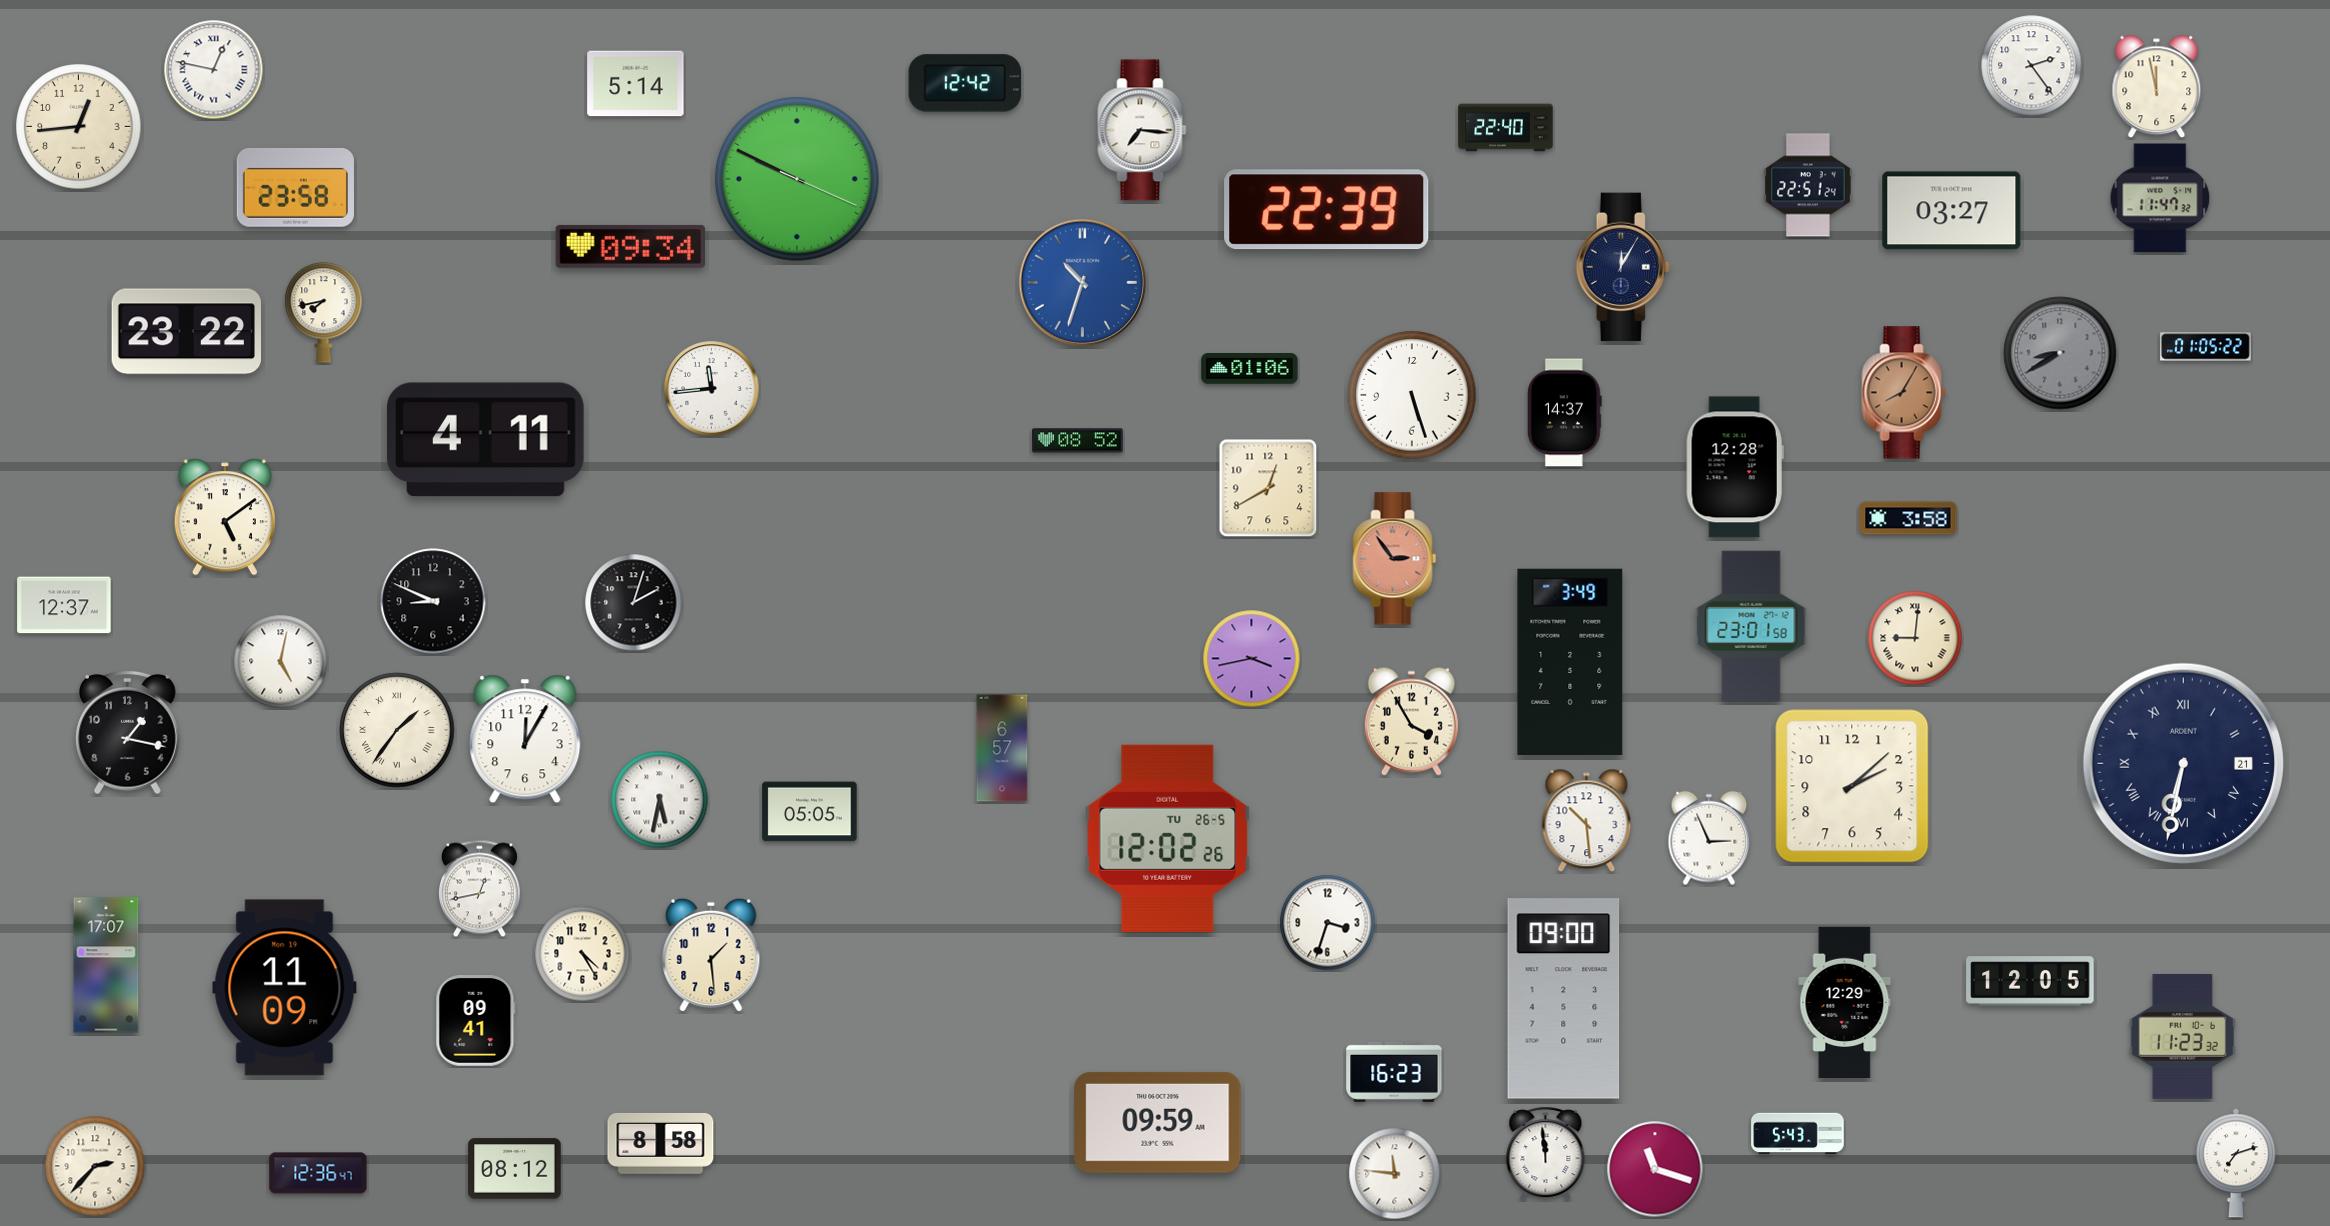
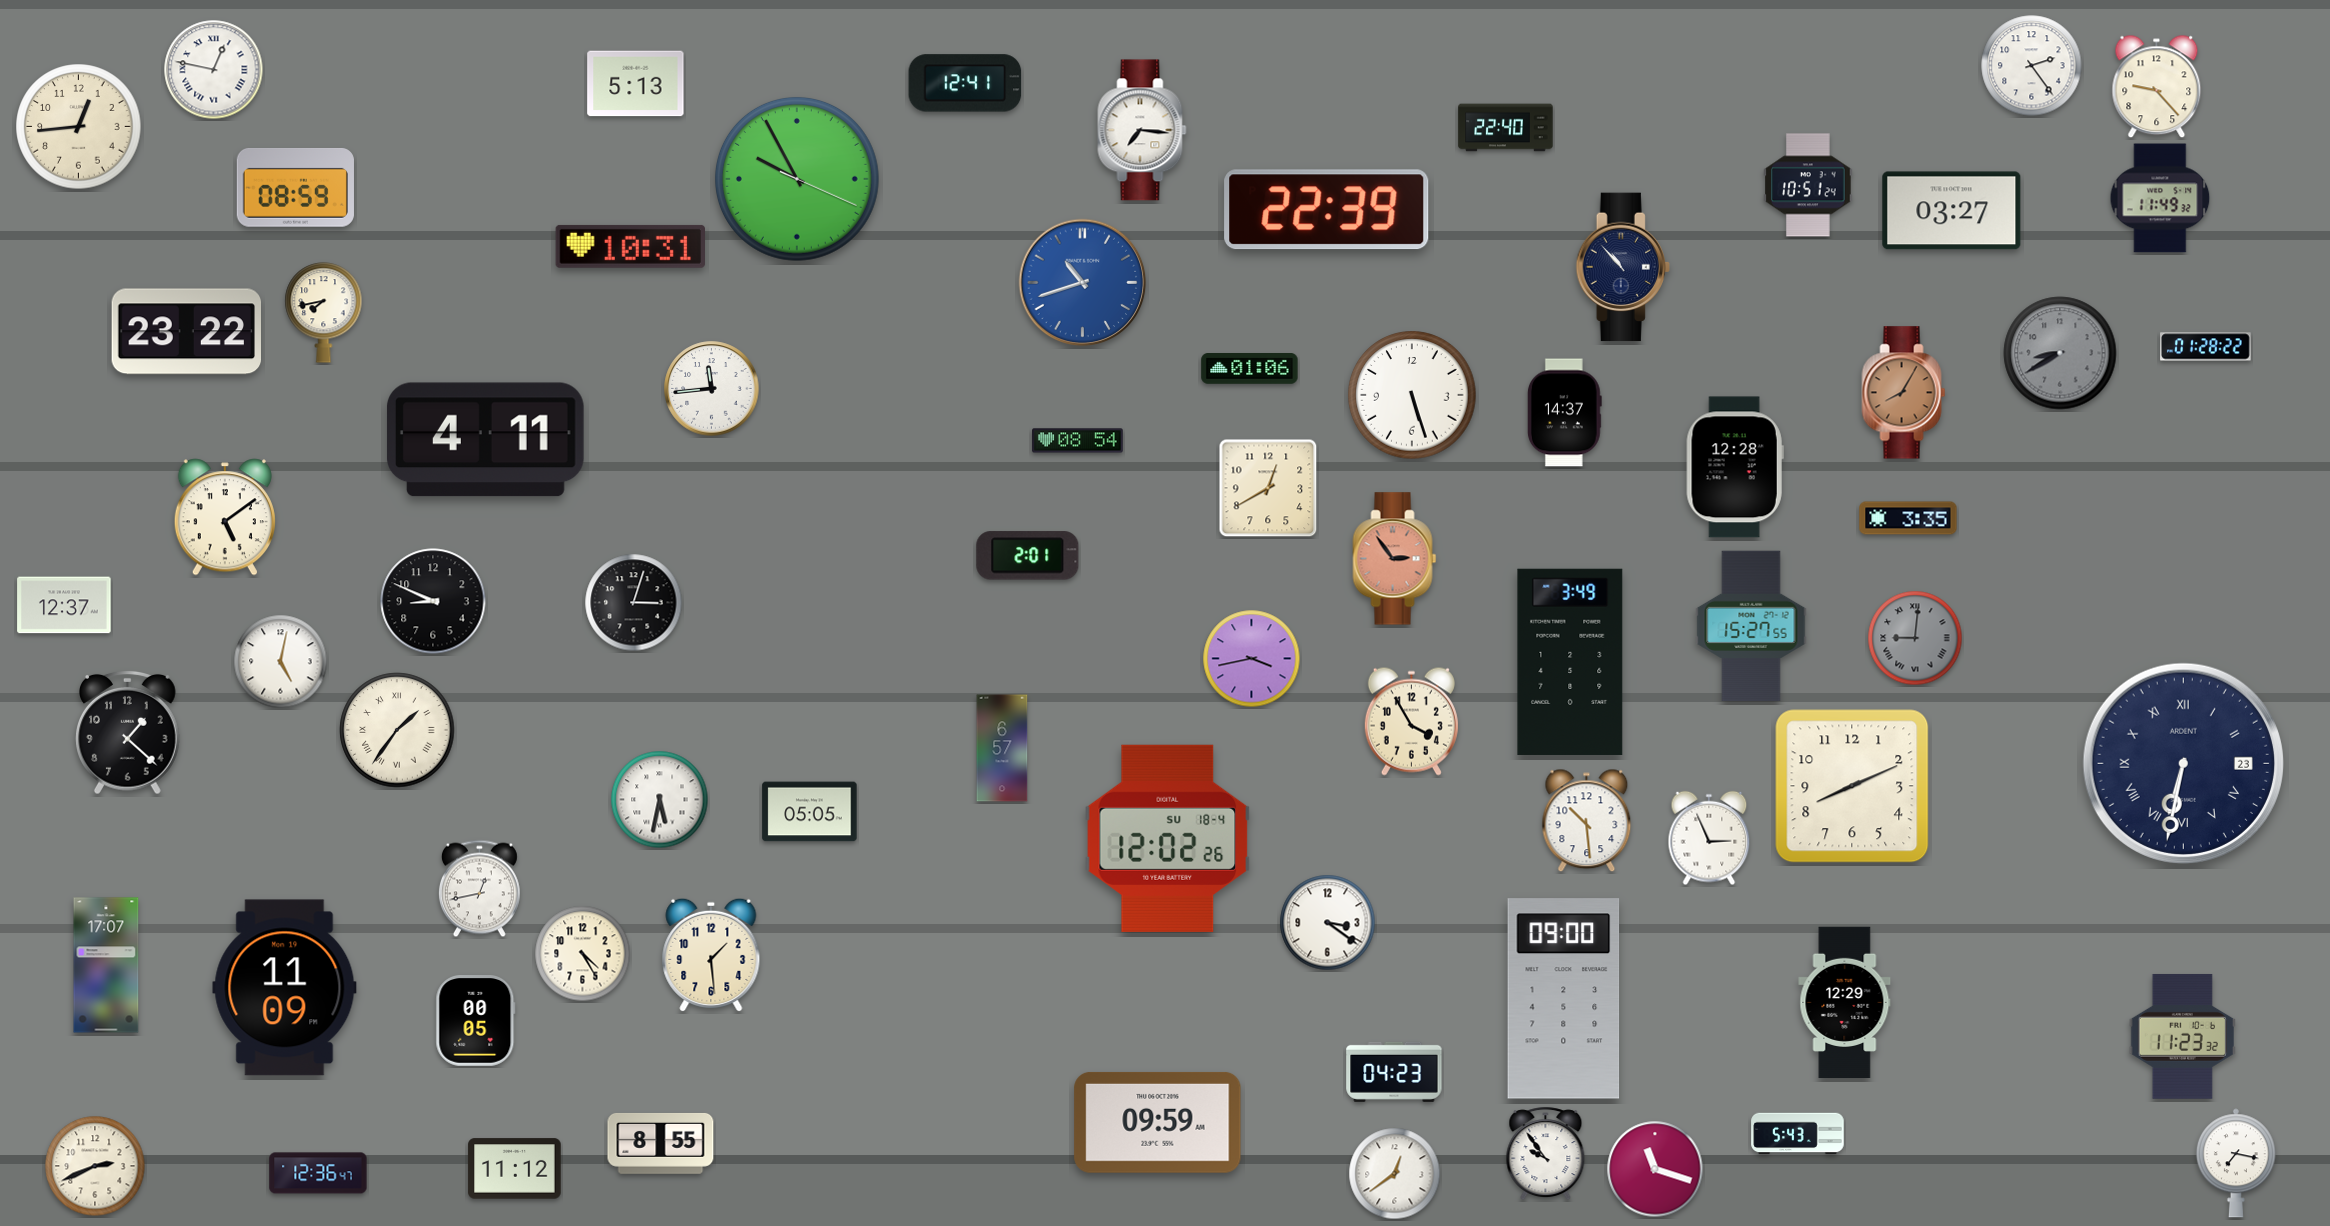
clock at (965, 83): 12:42 -> 12:41
clock at (636, 84): 5:14 -> 5:13
clock at (2157, 87): 11:58 -> 9:23
clock at (797, 179): 9:49 -> 9:55
clock at (1808, 185): 22:51 -> 10:51
clock at (295, 187): 23:58 -> 08:59
clock at (2160, 198): 11:47 -> 11:49
clock at (630, 246): 09:34 -> 10:31
clock at (1623, 267): 12:05 -> 10:53
clock at (1083, 283): 10:33 -> 10:42
clock at (2206, 347): 01:05 -> 01:28
clock at (1078, 441): 08:52 -> 08:54
clock at (1908, 518): 3:58 -> 3:35
clock at (1028, 556): none -> 2:01
clock at (634, 603): 2:03 -> 3:03
clock at (1751, 626): 23:01 -> 15:27
clock at (1915, 638) dial: cream -> grey
clock at (128, 732): 1:17 -> 1:22
clock at (525, 739): 12:05 -> none
clock at (2183, 763) date: 21 -> 23
clock at (1852, 786): 2:08 -> 8:11
clock at (1168, 838) date: TU 26-5 -> SU 18-4
clock at (1328, 923): 3:33 -> 3:21
clock at (2030, 981): 12:05 -> none
clock at (476, 1021): 09:41 -> 00:05
clock at (1394, 1072): 16:23 -> 04:23
clock at (661, 1143): 8:58 -> 8:55
clock at (1546, 1154): 11:59 -> 9:54
clock at (2236, 1163): 7:12 -> 7:17
clock at (95, 1166): 2:37 -> 2:41
clock at (515, 1169): 08:12 -> 11:12
clock at (1395, 1174): 11:46 -> 12:39
